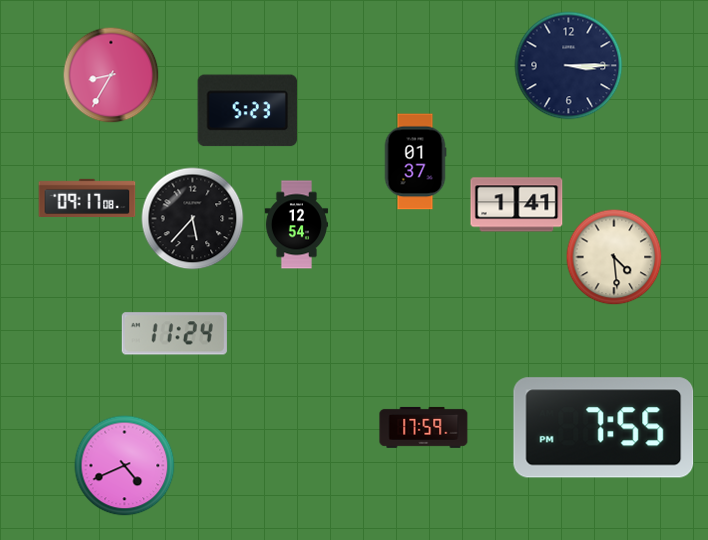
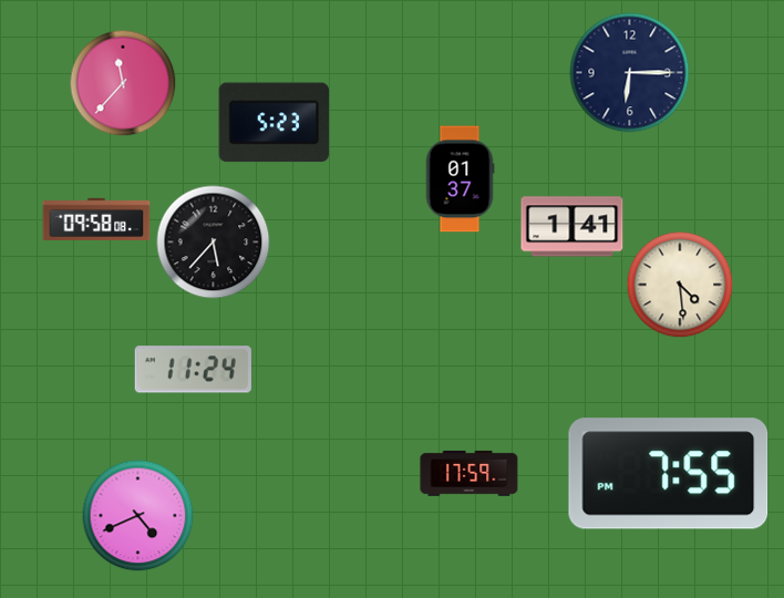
clock at (569, 66): 3:15 -> 6:15
clock at (111, 75): 8:35 -> 11:37
clock at (87, 197): 09:17 -> 09:58
clock at (296, 225): 12:54 -> none
